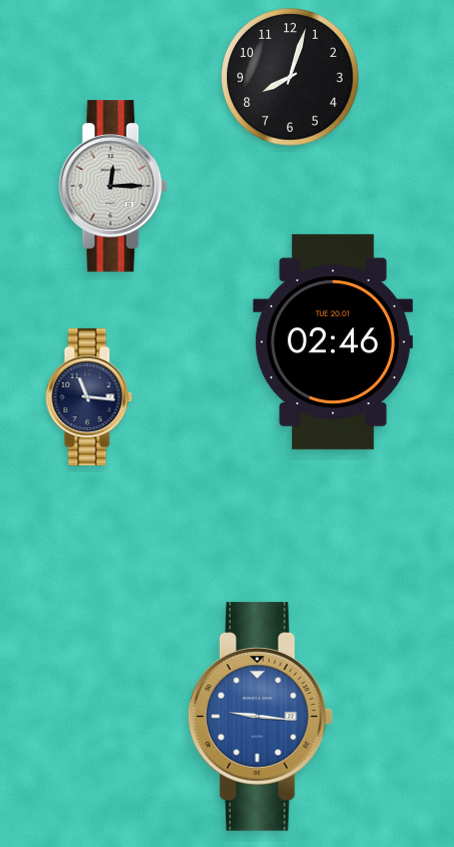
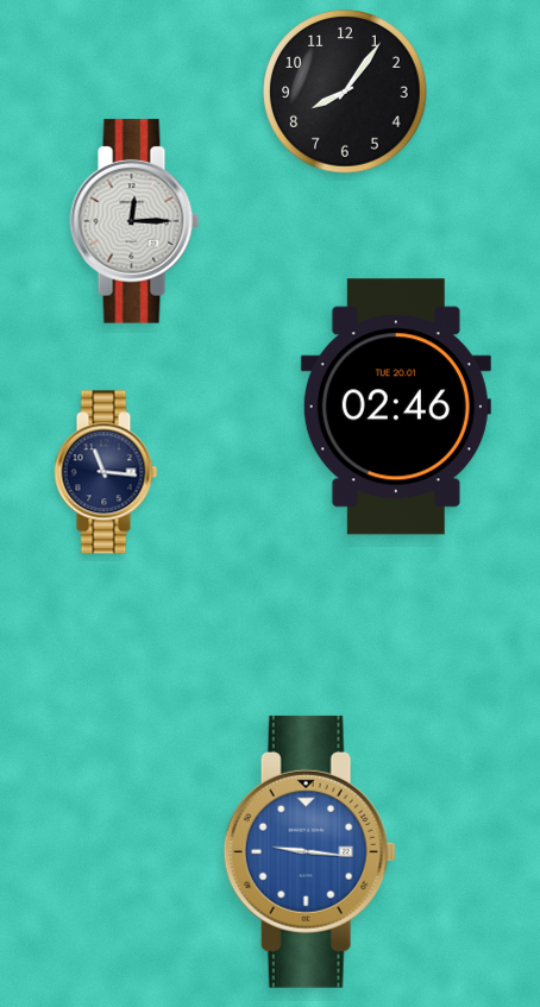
clock at (290, 77): 8:03 -> 8:06
